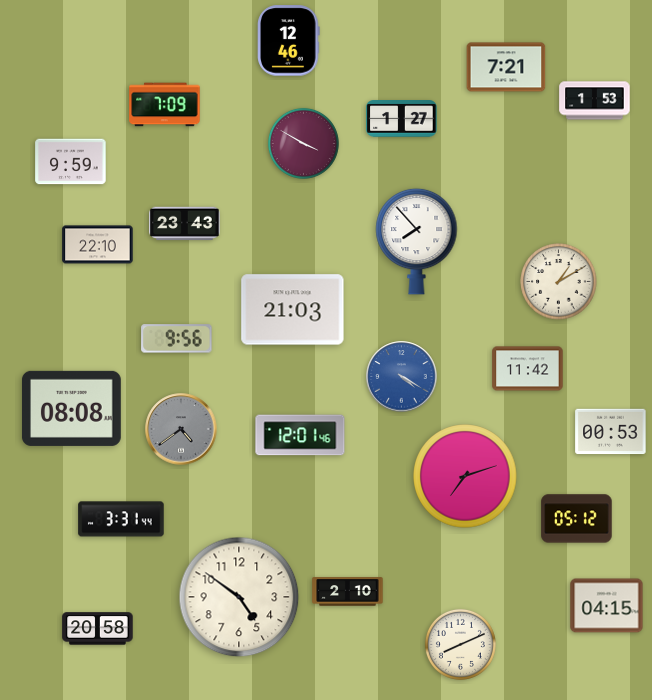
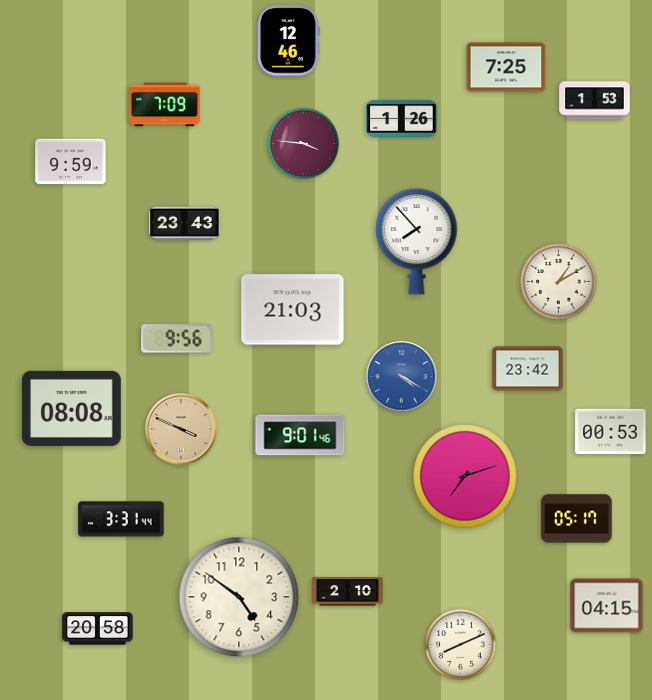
clock at (506, 67): 7:21 -> 7:25
clock at (402, 119): 1:27 -> 1:26
clock at (303, 143): 3:50 -> 3:46
clock at (98, 245): 22:10 -> none
clock at (528, 369): 11:42 -> 23:42
clock at (181, 429): 4:39 -> 3:49
clock at (181, 429) dial: grey -> champagne
clock at (300, 435): 12:01 -> 9:01
clock at (577, 519): 05:12 -> 05:17
